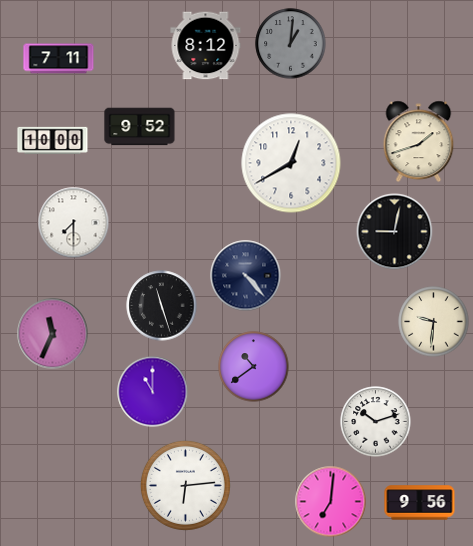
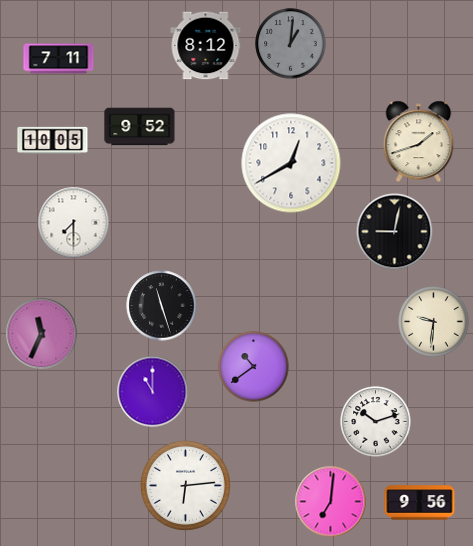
clock at (53, 140): 10:00 -> 10:05
clock at (246, 276): 4:23 -> none
clock at (53, 334) position: (53, 334) -> (42, 334)
